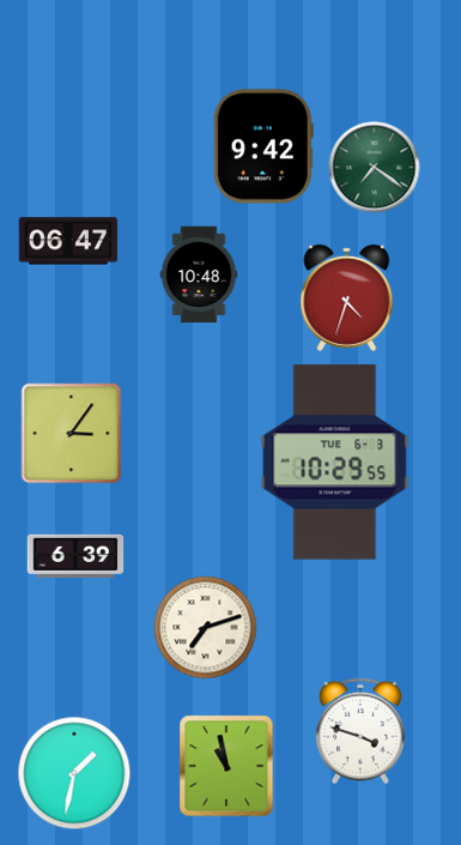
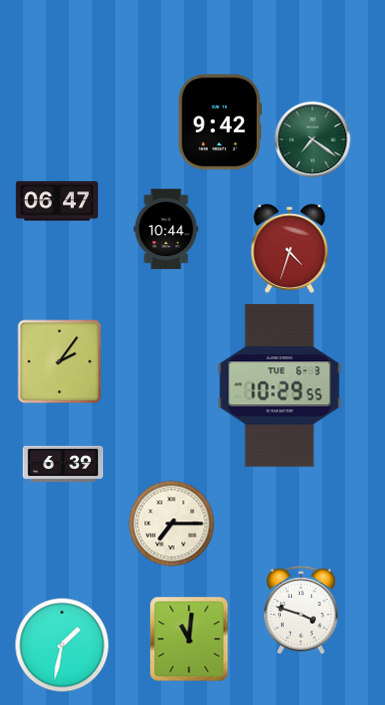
clock at (199, 274): 10:48 -> 10:44
clock at (72, 434): 3:06 -> 2:06
clock at (206, 628): 7:12 -> 7:15
clock at (226, 766): 10:58 -> 11:01
